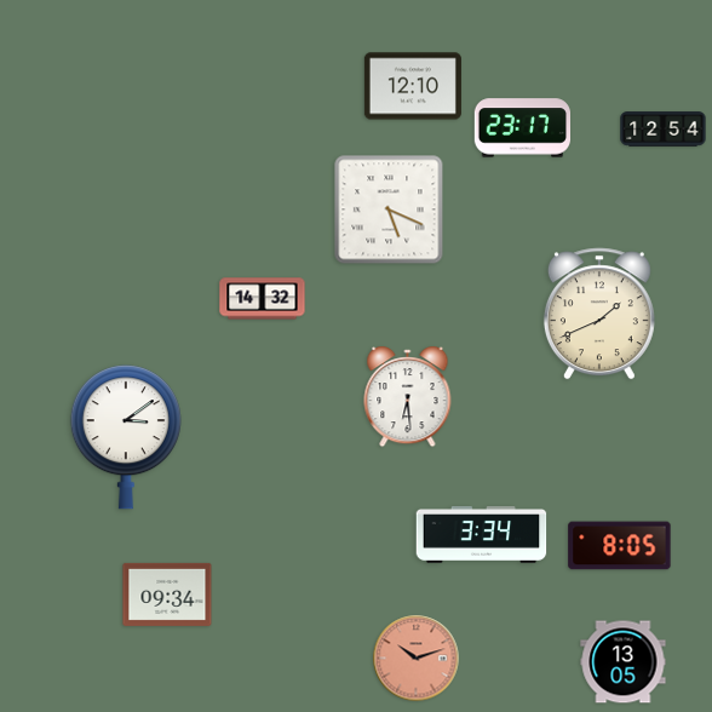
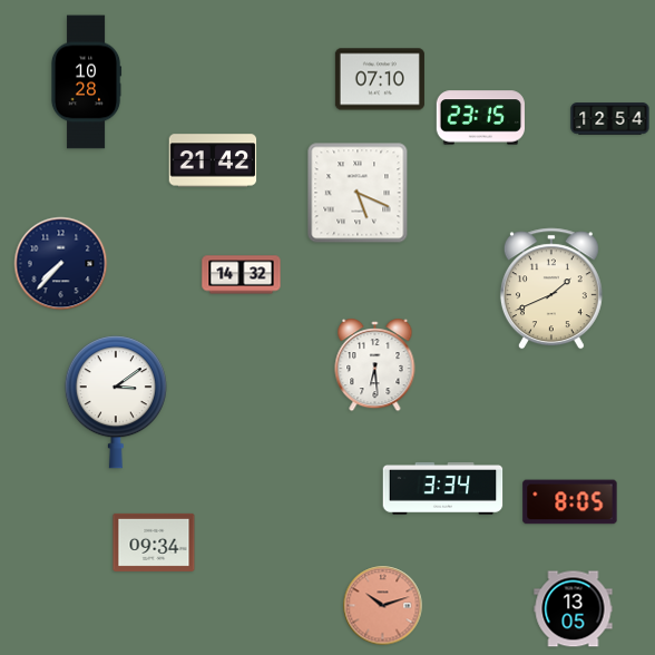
clock at (413, 86): 12:10 -> 07:10
clock at (86, 82): none -> 10:28
clock at (522, 128): 23:17 -> 23:15
clock at (213, 160): none -> 21:42
clock at (61, 264): none -> 7:37
clock at (482, 535) position: (482, 535) -> (443, 489)
clock at (167, 595) position: (167, 595) -> (154, 542)
